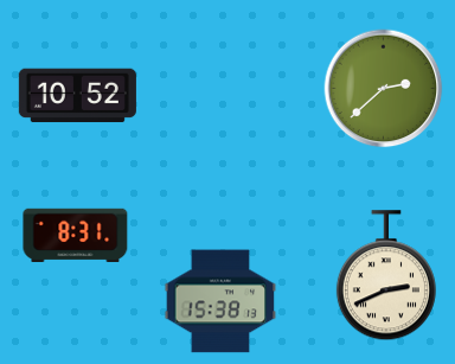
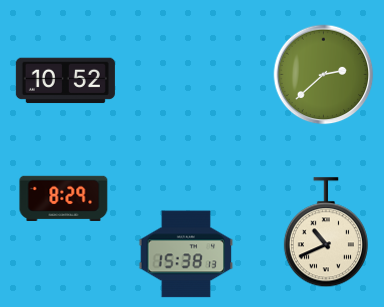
clock at (76, 235): 8:31 -> 8:29
clock at (386, 276): 2:41 -> 10:41
